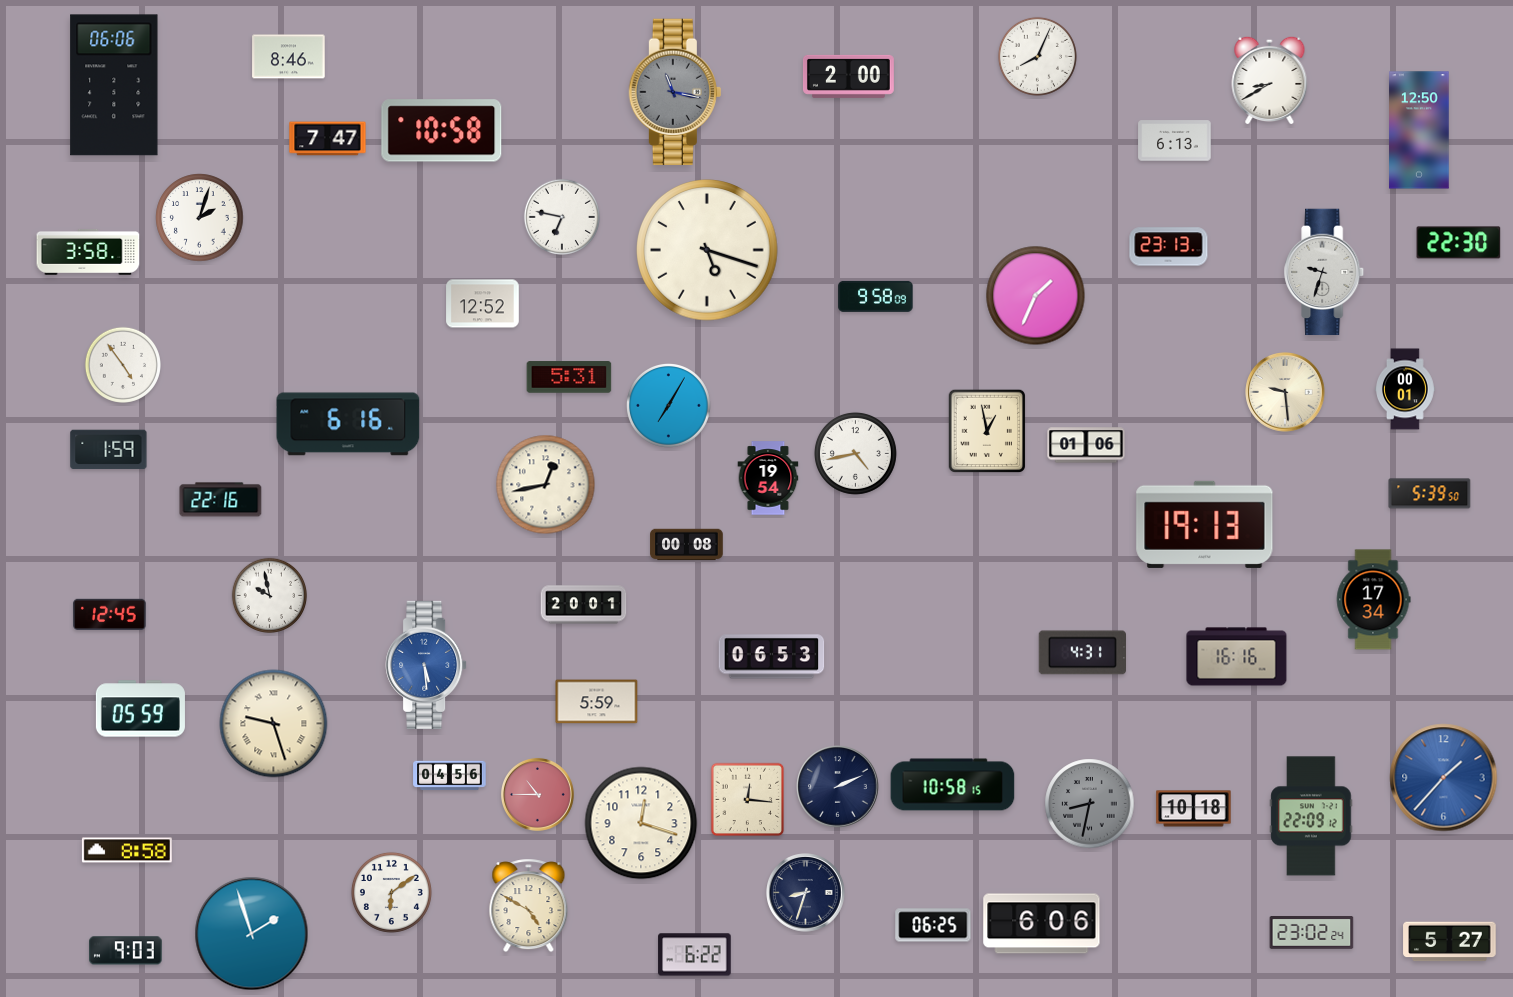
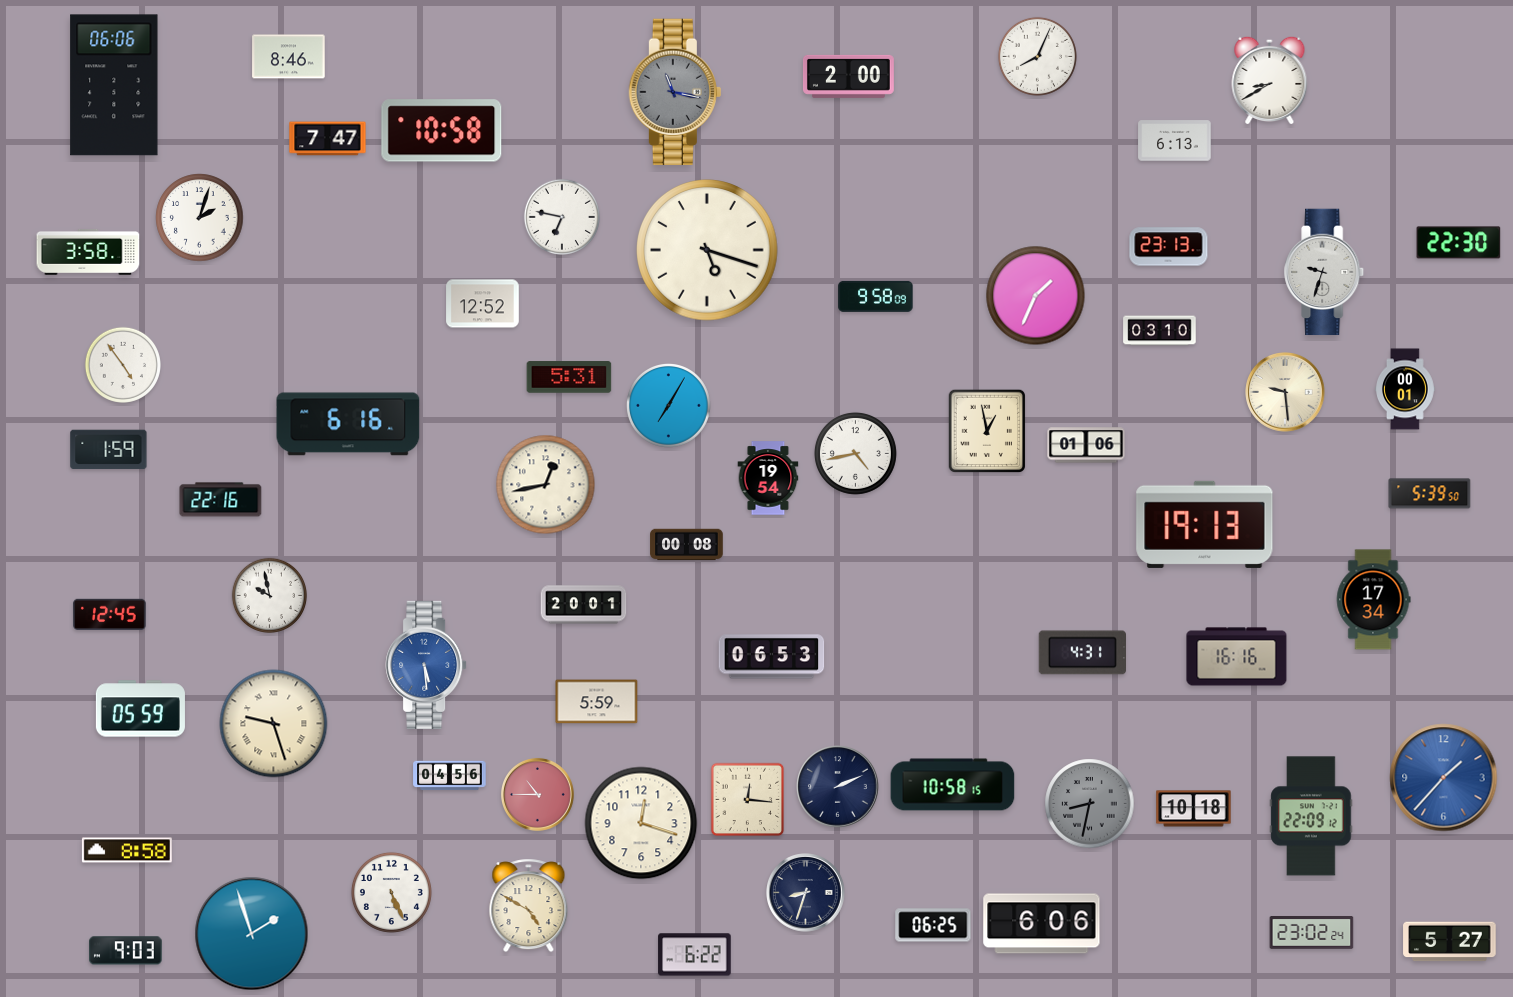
clock at (1419, 130): 12:50 -> none
clock at (1160, 331): none -> 03:10
clock at (391, 892): 6:09 -> 5:26
